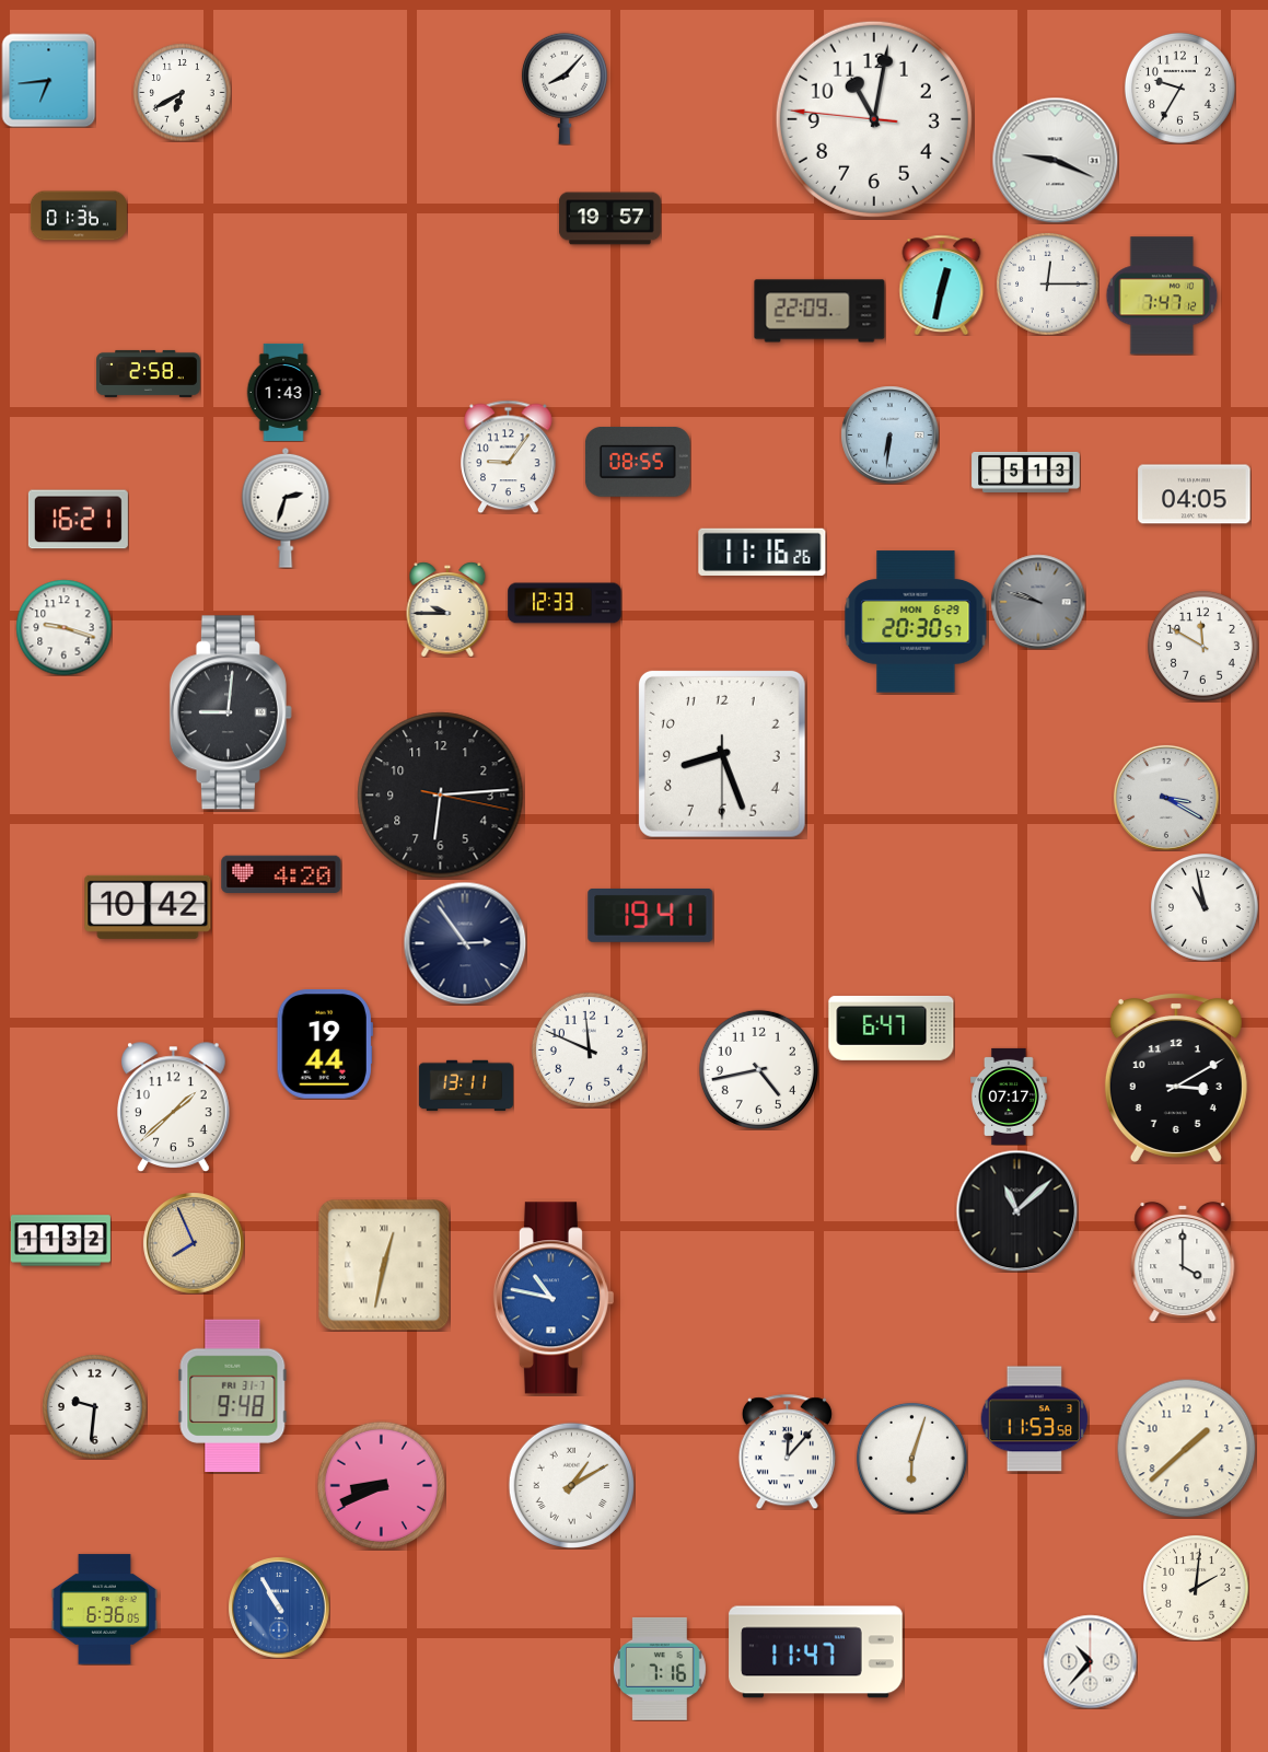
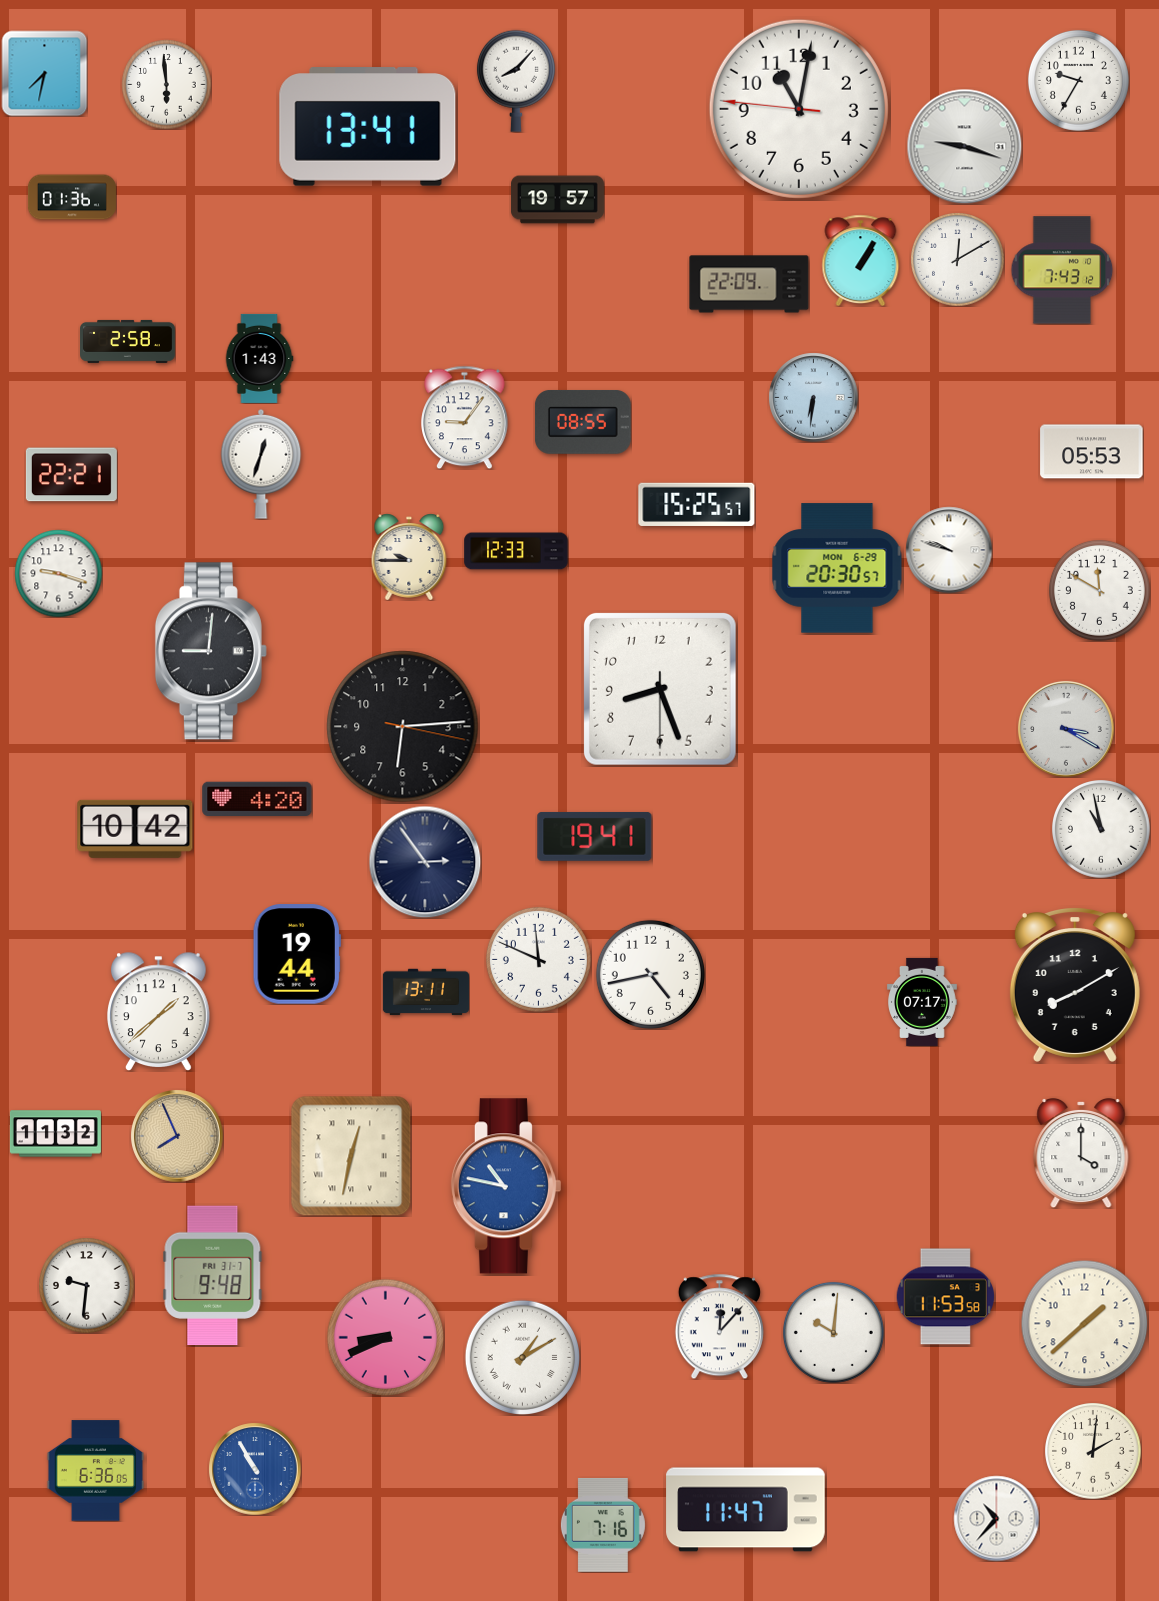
clock at (48, 80): 6:44 -> 7:32
clock at (182, 92): 6:40 -> 5:59
clock at (368, 127): none -> 13:41
clock at (1055, 160): 9:19 -> 9:18
clock at (1047, 283): 12:15 -> 12:10
clock at (942, 285): 12:32 -> 1:05
clock at (1162, 295): 7:47 -> 7:43
clock at (149, 373) position: (149, 373) -> (128, 341)
clock at (1026, 472): 5:13 -> none
clock at (1195, 495): 04:05 -> 05:53
clock at (286, 508): 2:33 -> 12:33
clock at (78, 520): 16:21 -> 22:21
clock at (763, 552): 11:16 -> 15:25
clock at (1038, 602) dial: grey -> white
clock at (892, 1028): 6:47 -> none
clock at (758, 1069) position: (758, 1069) -> (650, 974)
clock at (1176, 1078): 3:10 -> 8:10
clock at (1016, 1210): 11:08 -> none
clock at (911, 1458): 6:03 -> 10:01
clock at (381, 1485) position: (381, 1485) -> (385, 1337)
